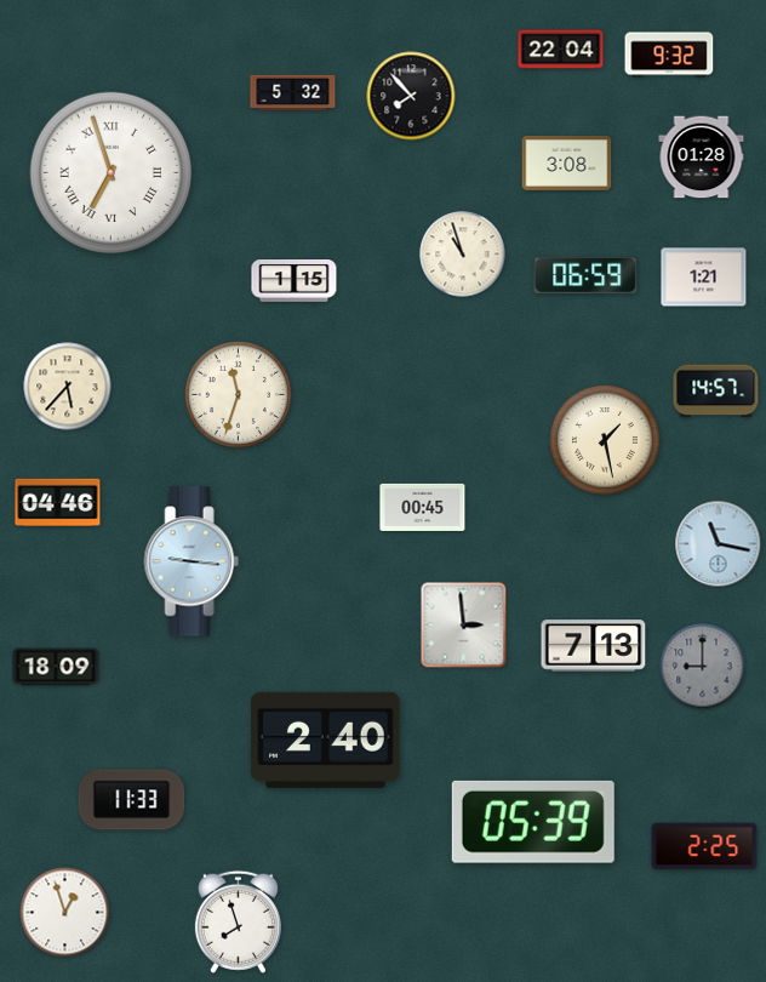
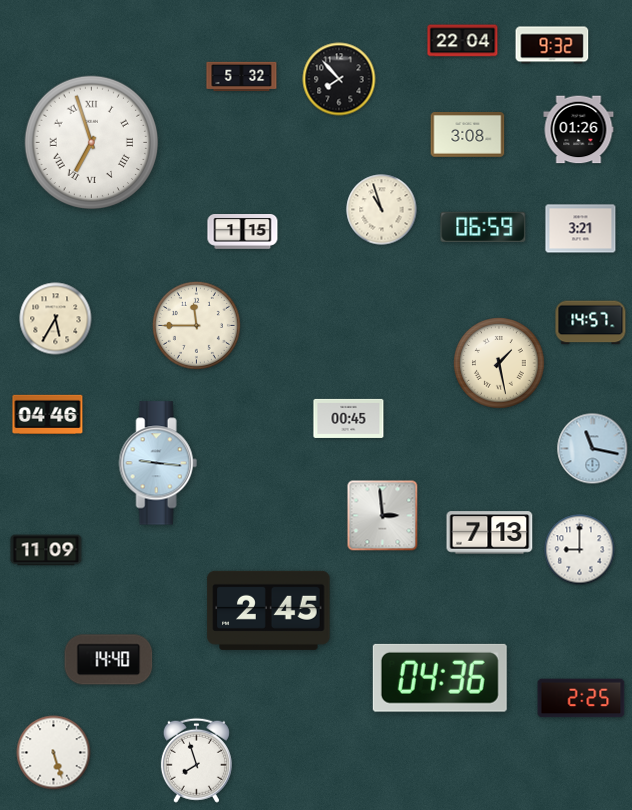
clock at (702, 158): 01:28 -> 01:26
clock at (704, 278): 1:21 -> 3:21
clock at (68, 387): 5:37 -> 5:35
clock at (238, 394): 11:33 -> 11:45
clock at (56, 667): 18:09 -> 11:09
clock at (703, 667) dial: grey -> white
clock at (326, 740): 2:40 -> 2:45
clock at (132, 800): 11:33 -> 14:40
clock at (533, 822): 05:39 -> 04:36
clock at (65, 913): 12:57 -> 5:27
